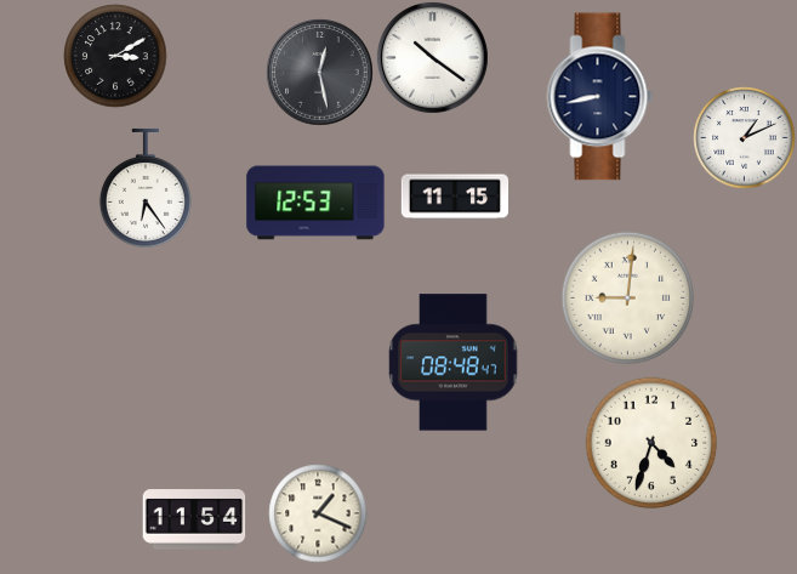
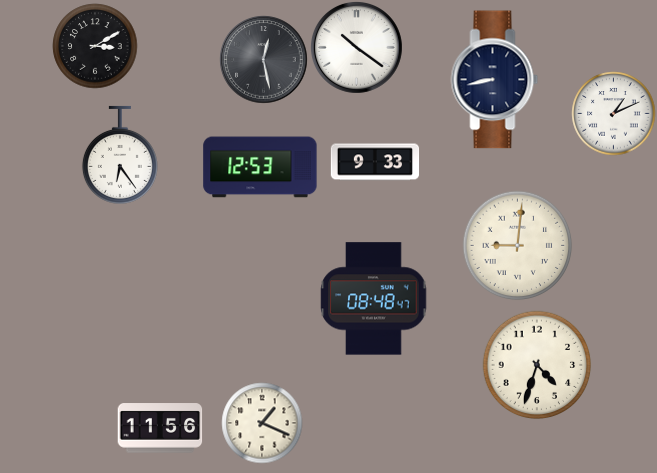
clock at (455, 197): 11:15 -> 9:33
clock at (194, 519): 11:54 -> 11:56
